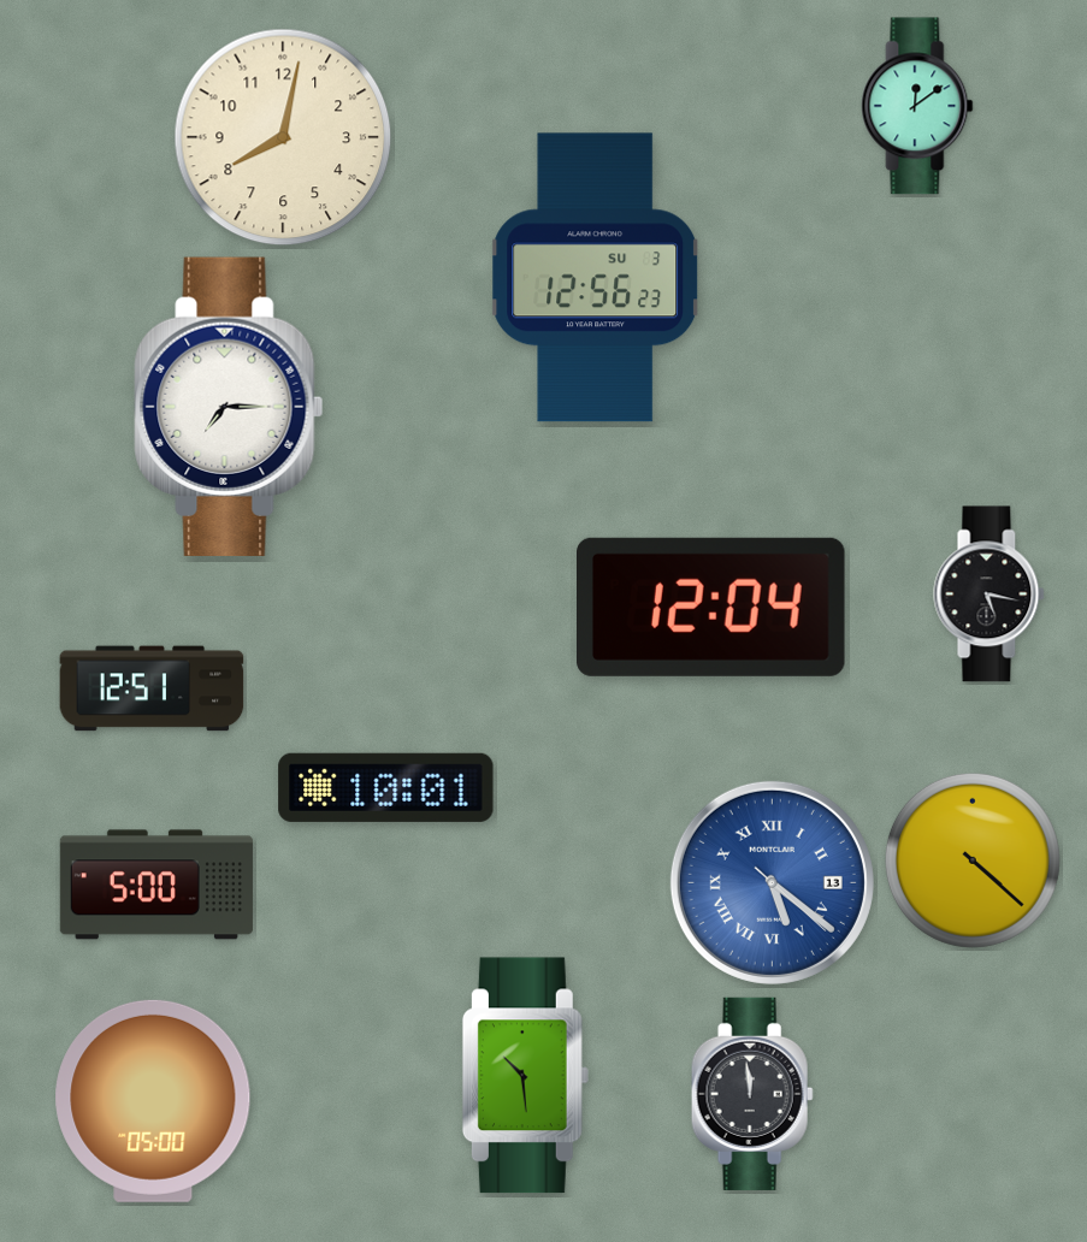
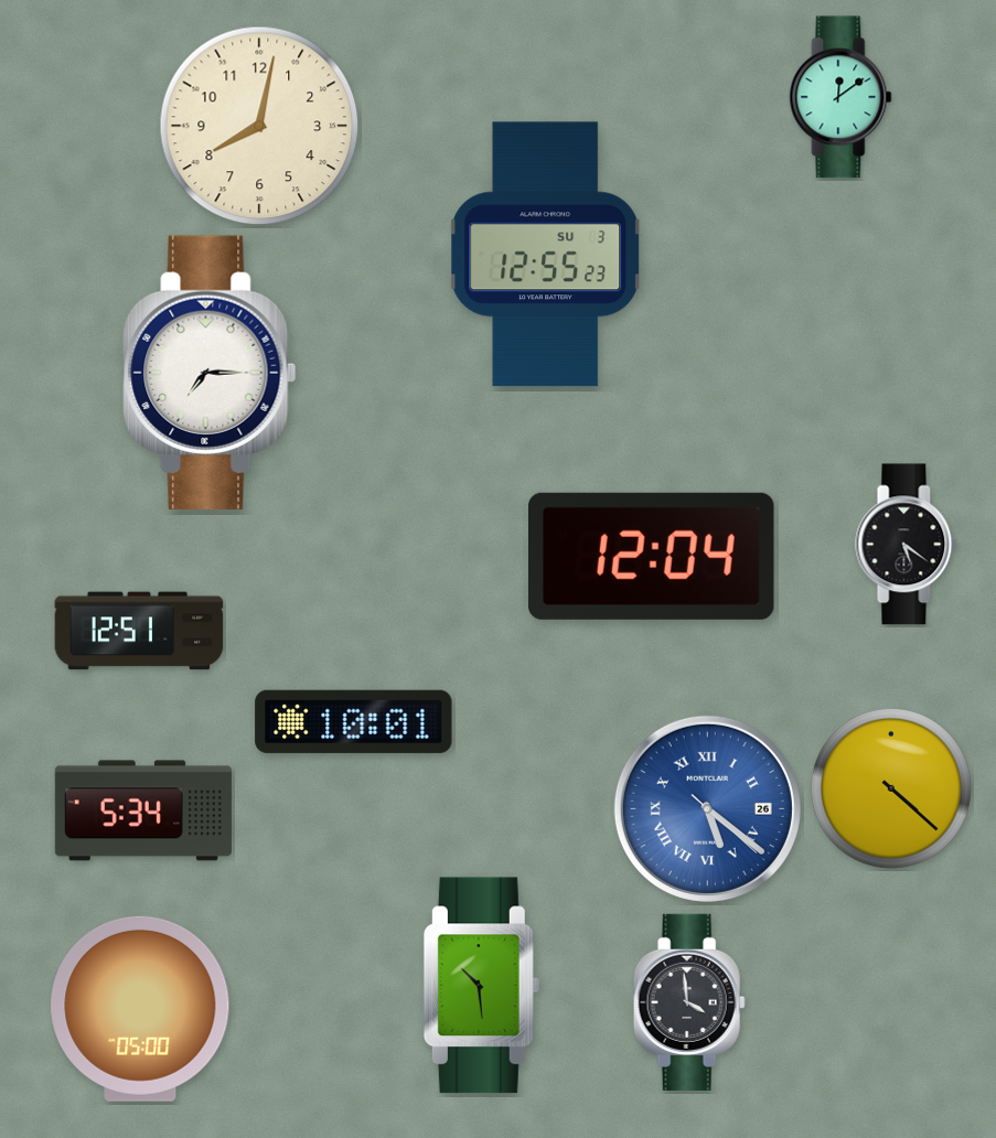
clock at (596, 278): 12:56 -> 12:55
clock at (989, 595): 5:17 -> 5:21
clock at (772, 882) date: 13 -> 26
clock at (156, 885): 5:00 -> 5:34
clock at (752, 1094): 11:59 -> 3:59
